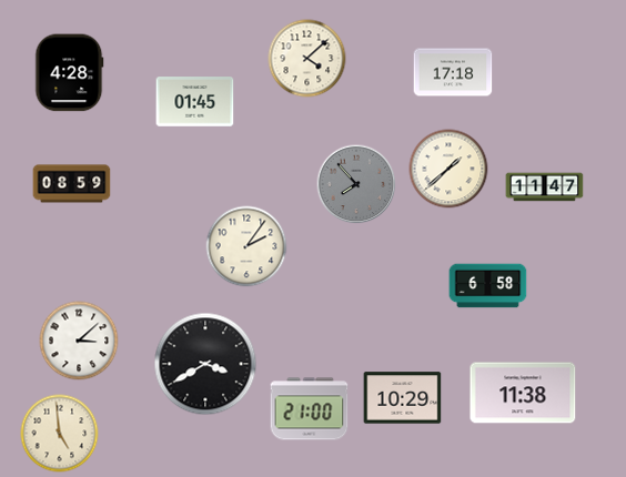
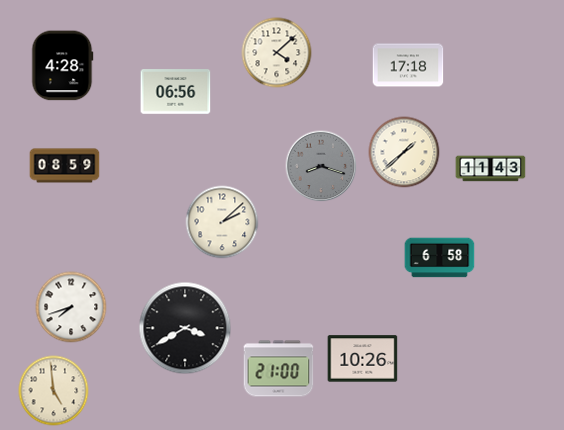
clock at (195, 102): 01:45 -> 06:56
clock at (356, 184): 7:53 -> 8:18
clock at (545, 187): 11:47 -> 11:43
clock at (246, 246): 2:06 -> 2:08
clock at (79, 341): 3:08 -> 7:42
clock at (523, 393): 11:38 -> none
clock at (403, 398): 10:29 -> 10:26
